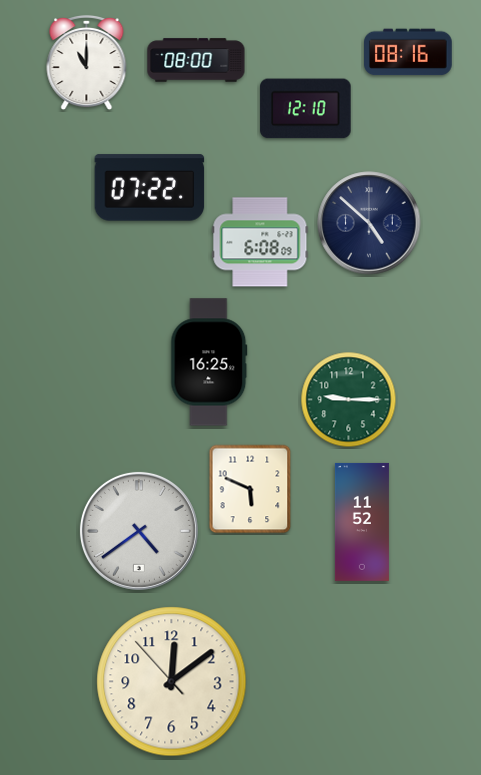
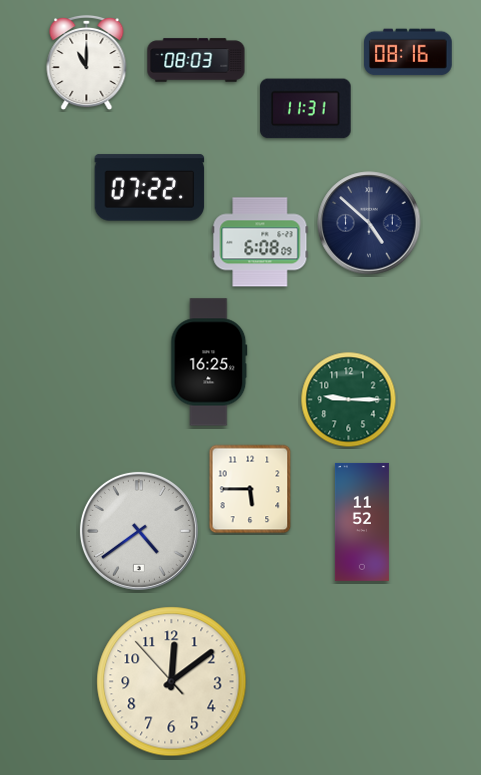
clock at (196, 60): 08:00 -> 08:03
clock at (306, 109): 12:10 -> 11:31
clock at (250, 489): 5:49 -> 5:45
